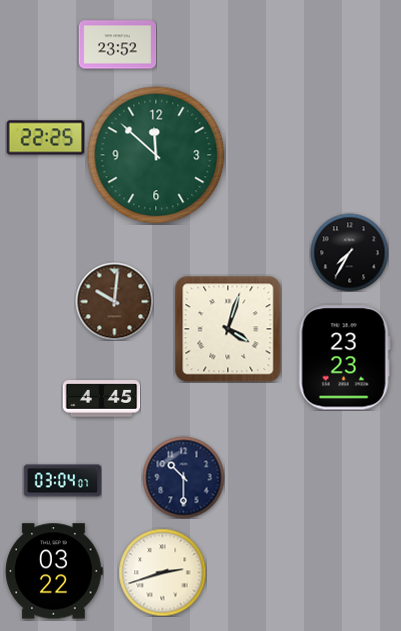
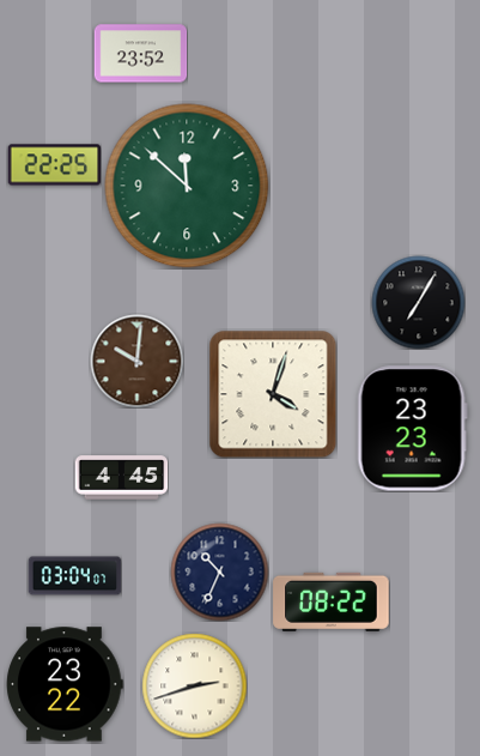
clock at (349, 252): 7:35 -> 7:05
clock at (183, 477): 10:30 -> 10:34
clock at (332, 601): none -> 08:22
clock at (54, 571): 03:22 -> 23:22
